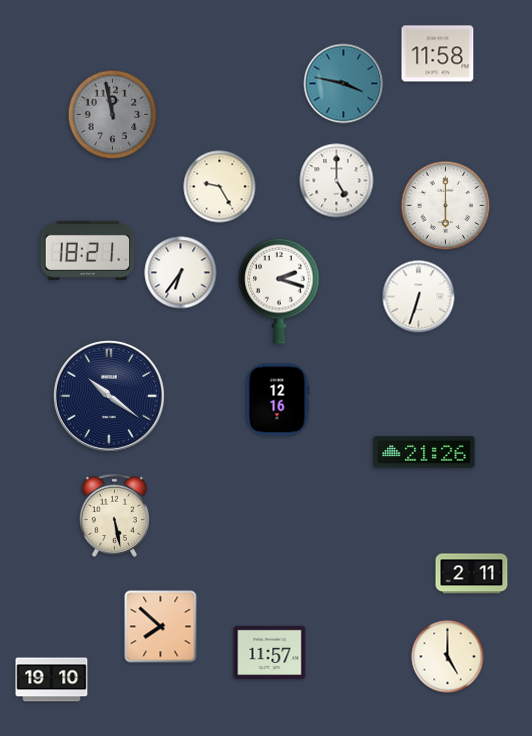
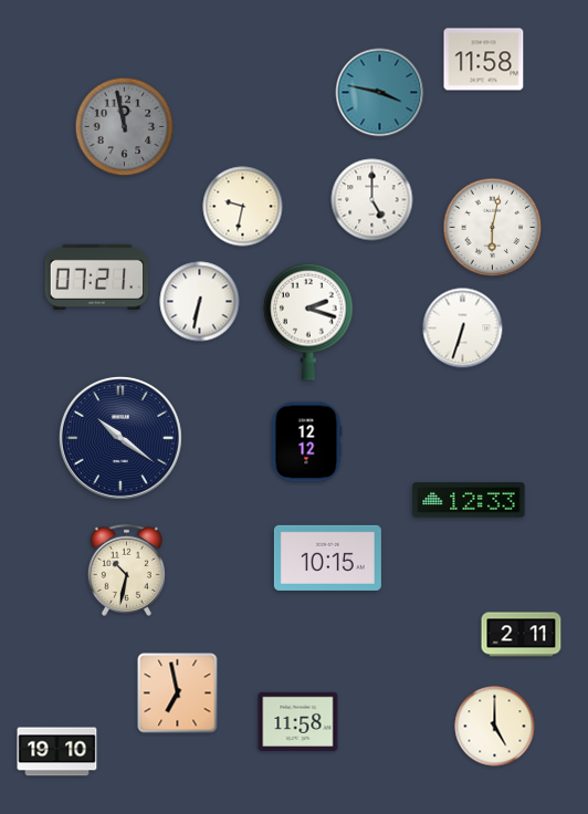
clock at (220, 187): 9:25 -> 9:32
clock at (446, 206): 6:00 -> 6:02
clock at (88, 250): 18:21 -> 07:21
clock at (181, 273): 6:36 -> 6:32
clock at (277, 400): 12:16 -> 12:12
clock at (424, 452): 21:26 -> 12:33
clock at (327, 557): none -> 10:15
clock at (114, 515): 5:28 -> 10:32
clock at (161, 627): 7:52 -> 6:58
clock at (270, 652): 11:57 -> 11:58
